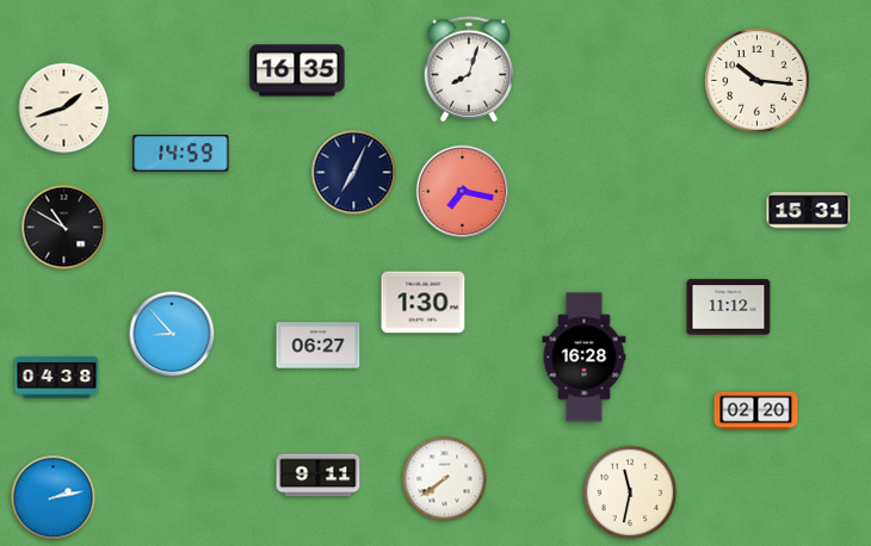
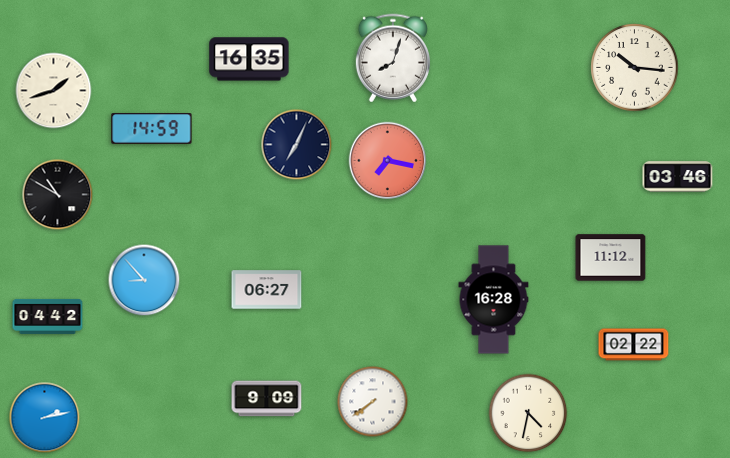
clock at (809, 211): 15:31 -> 03:46
clock at (64, 228) position: (64, 228) -> (58, 195)
clock at (424, 303): 1:30 -> none
clock at (585, 358) position: (585, 358) -> (494, 300)
clock at (57, 377): 04:38 -> 04:42
clock at (756, 411): 02:20 -> 02:22
clock at (319, 476): 9:11 -> 9:09
clock at (630, 492): 11:32 -> 4:32
